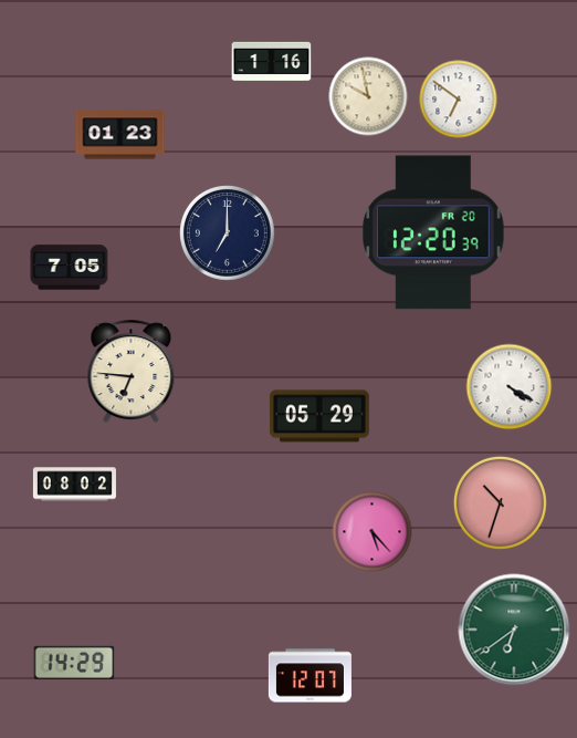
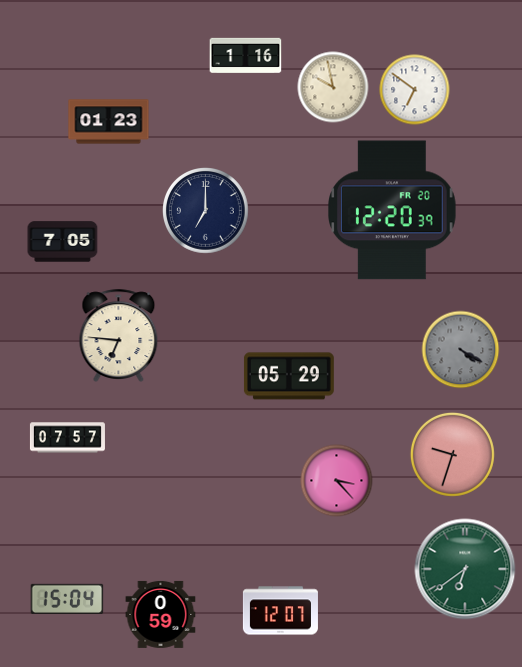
clock at (510, 387) dial: white -> grey
clock at (74, 485): 08:02 -> 07:57
clock at (500, 502): 10:33 -> 9:33
clock at (373, 532): 5:23 -> 3:23
clock at (74, 663): 14:29 -> 15:04
clock at (161, 614): none -> 0:59
